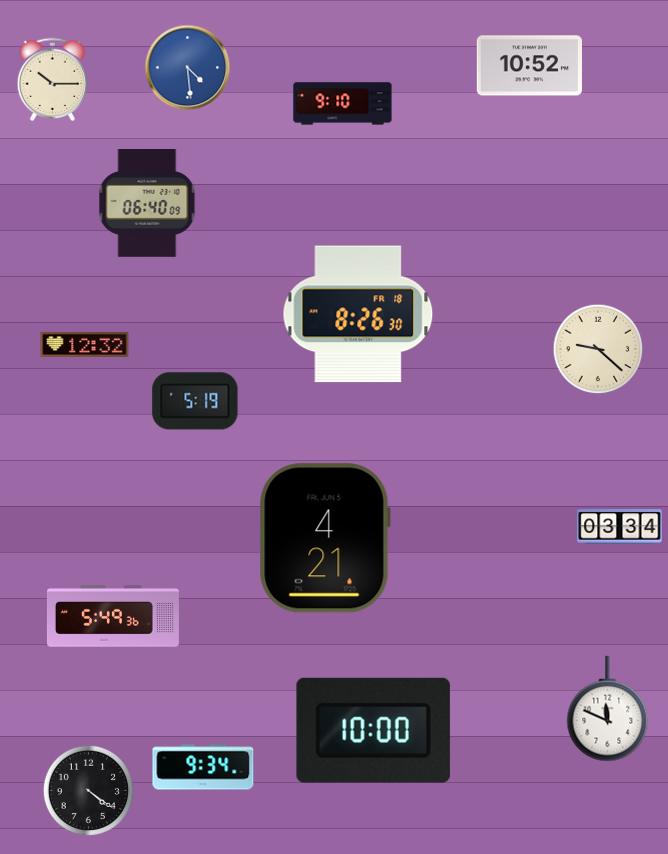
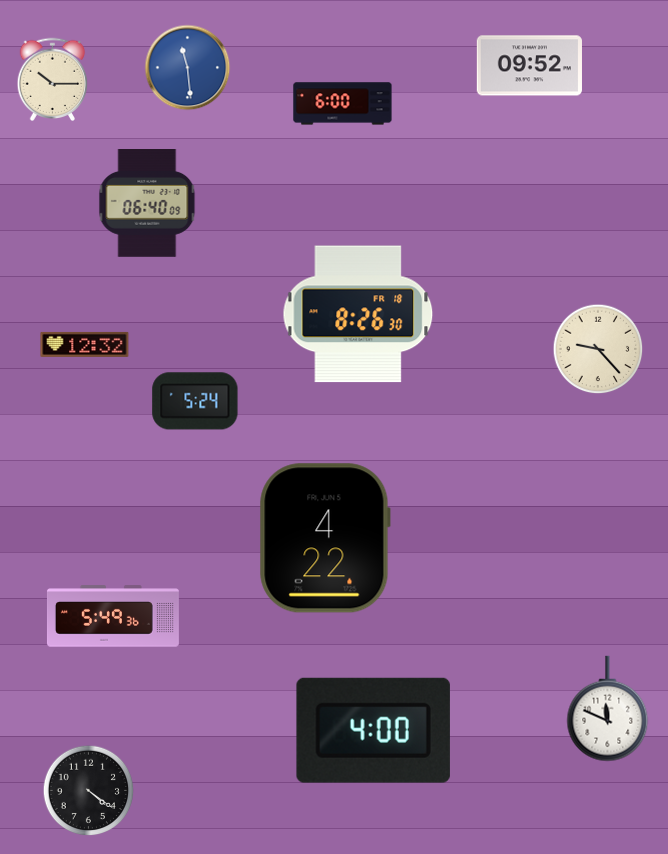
clock at (529, 66): 10:52 -> 09:52
clock at (188, 68): 4:29 -> 11:29
clock at (343, 104): 9:10 -> 6:00
clock at (598, 349): 9:22 -> 9:23
clock at (195, 401): 5:19 -> 5:24
clock at (620, 527): 03:34 -> none
clock at (325, 538): 4:21 -> 4:22
clock at (373, 730): 10:00 -> 4:00
clock at (203, 767): 9:34 -> none
